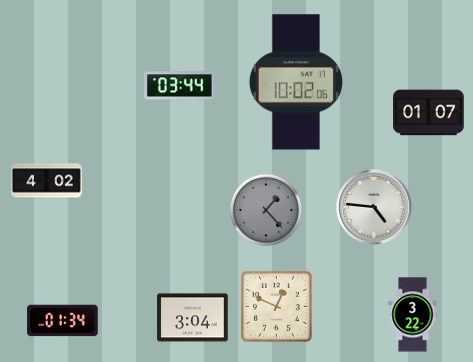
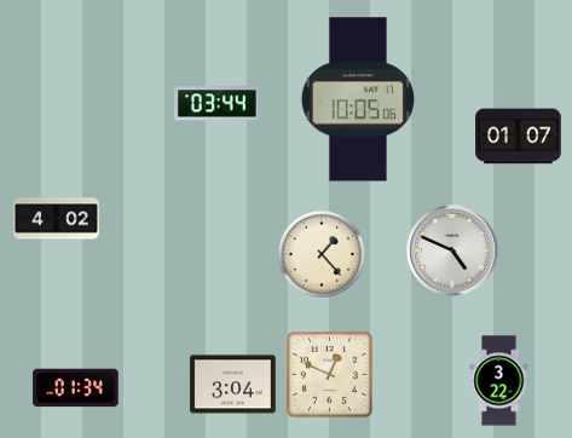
clock at (296, 82): 10:02 -> 10:05
clock at (374, 207): 4:46 -> 4:49
clock at (266, 210) dial: grey -> cream
clock at (277, 307) position: (277, 307) -> (330, 375)
